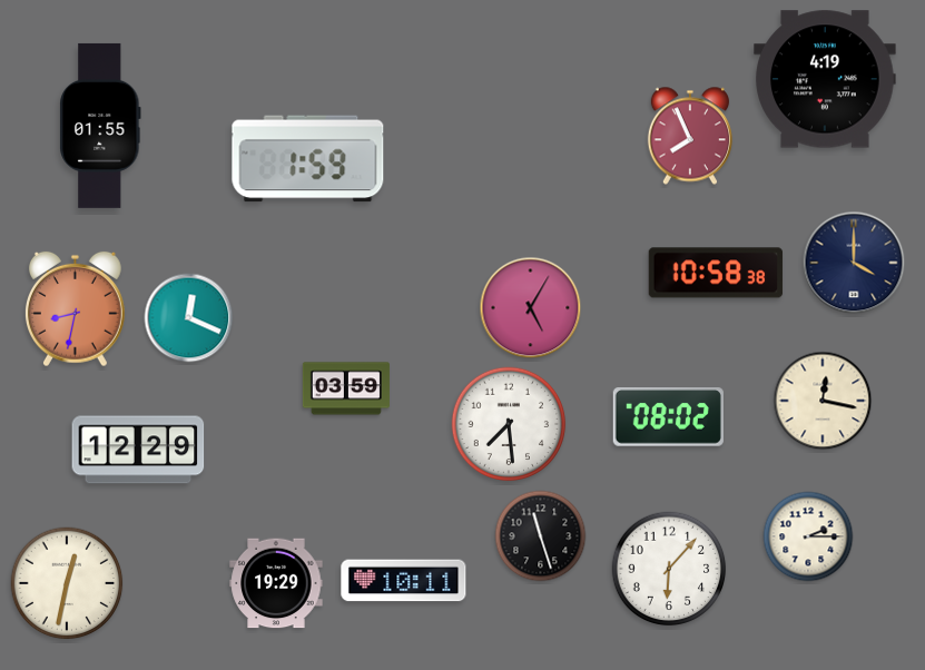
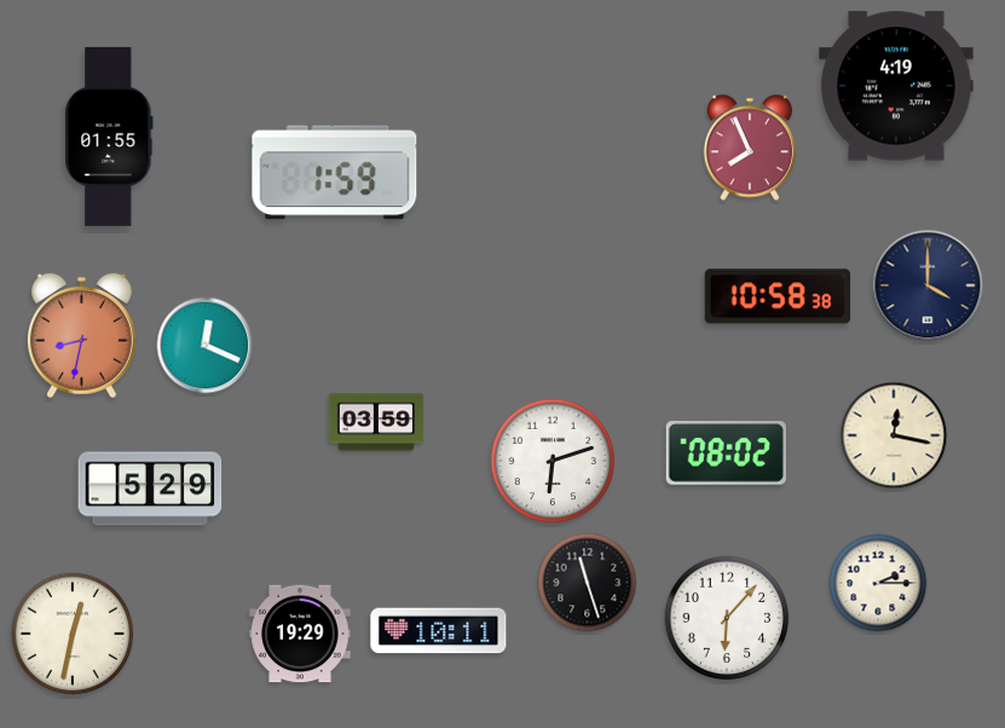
clock at (531, 308): 5:05 -> none
clock at (509, 424): 7:29 -> 6:12
clock at (138, 450): 12:29 -> 5:29
